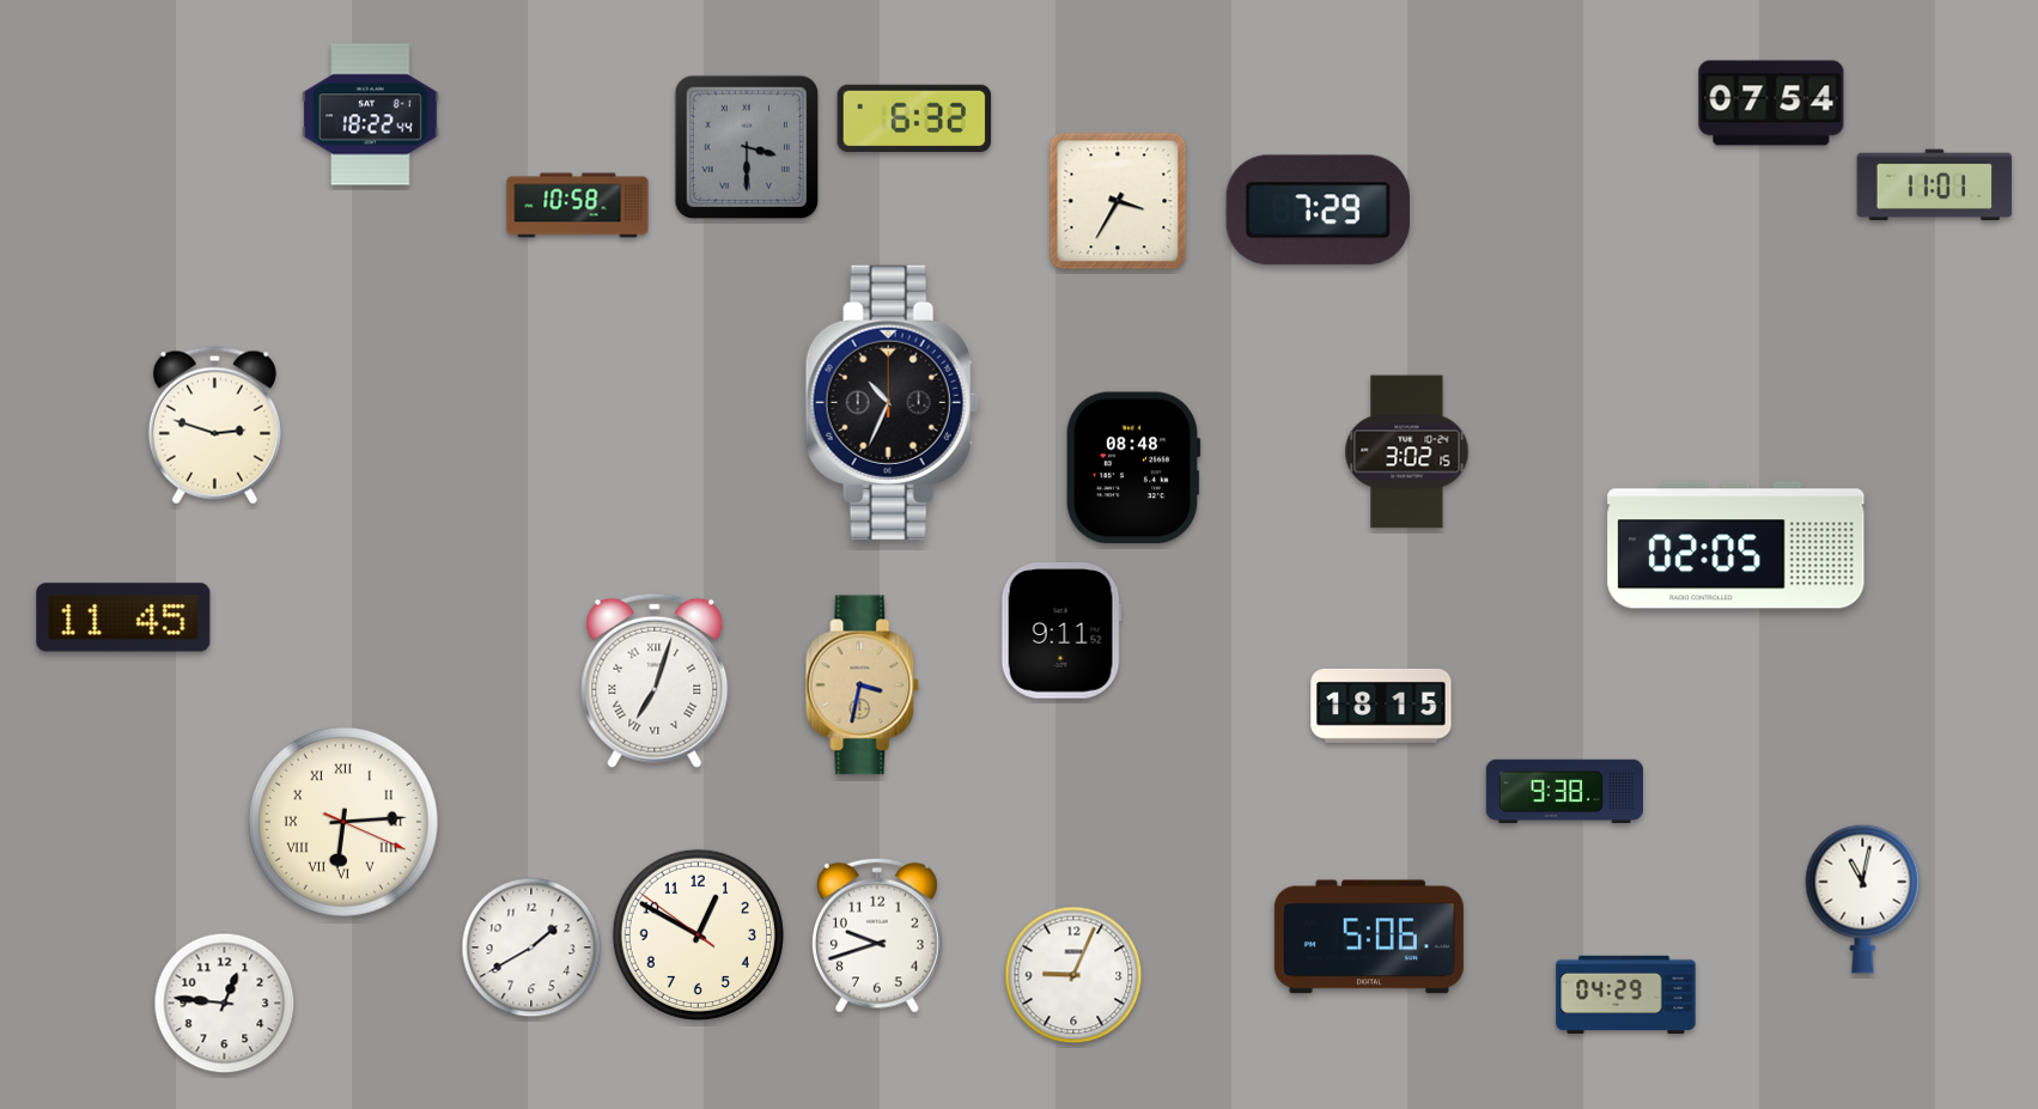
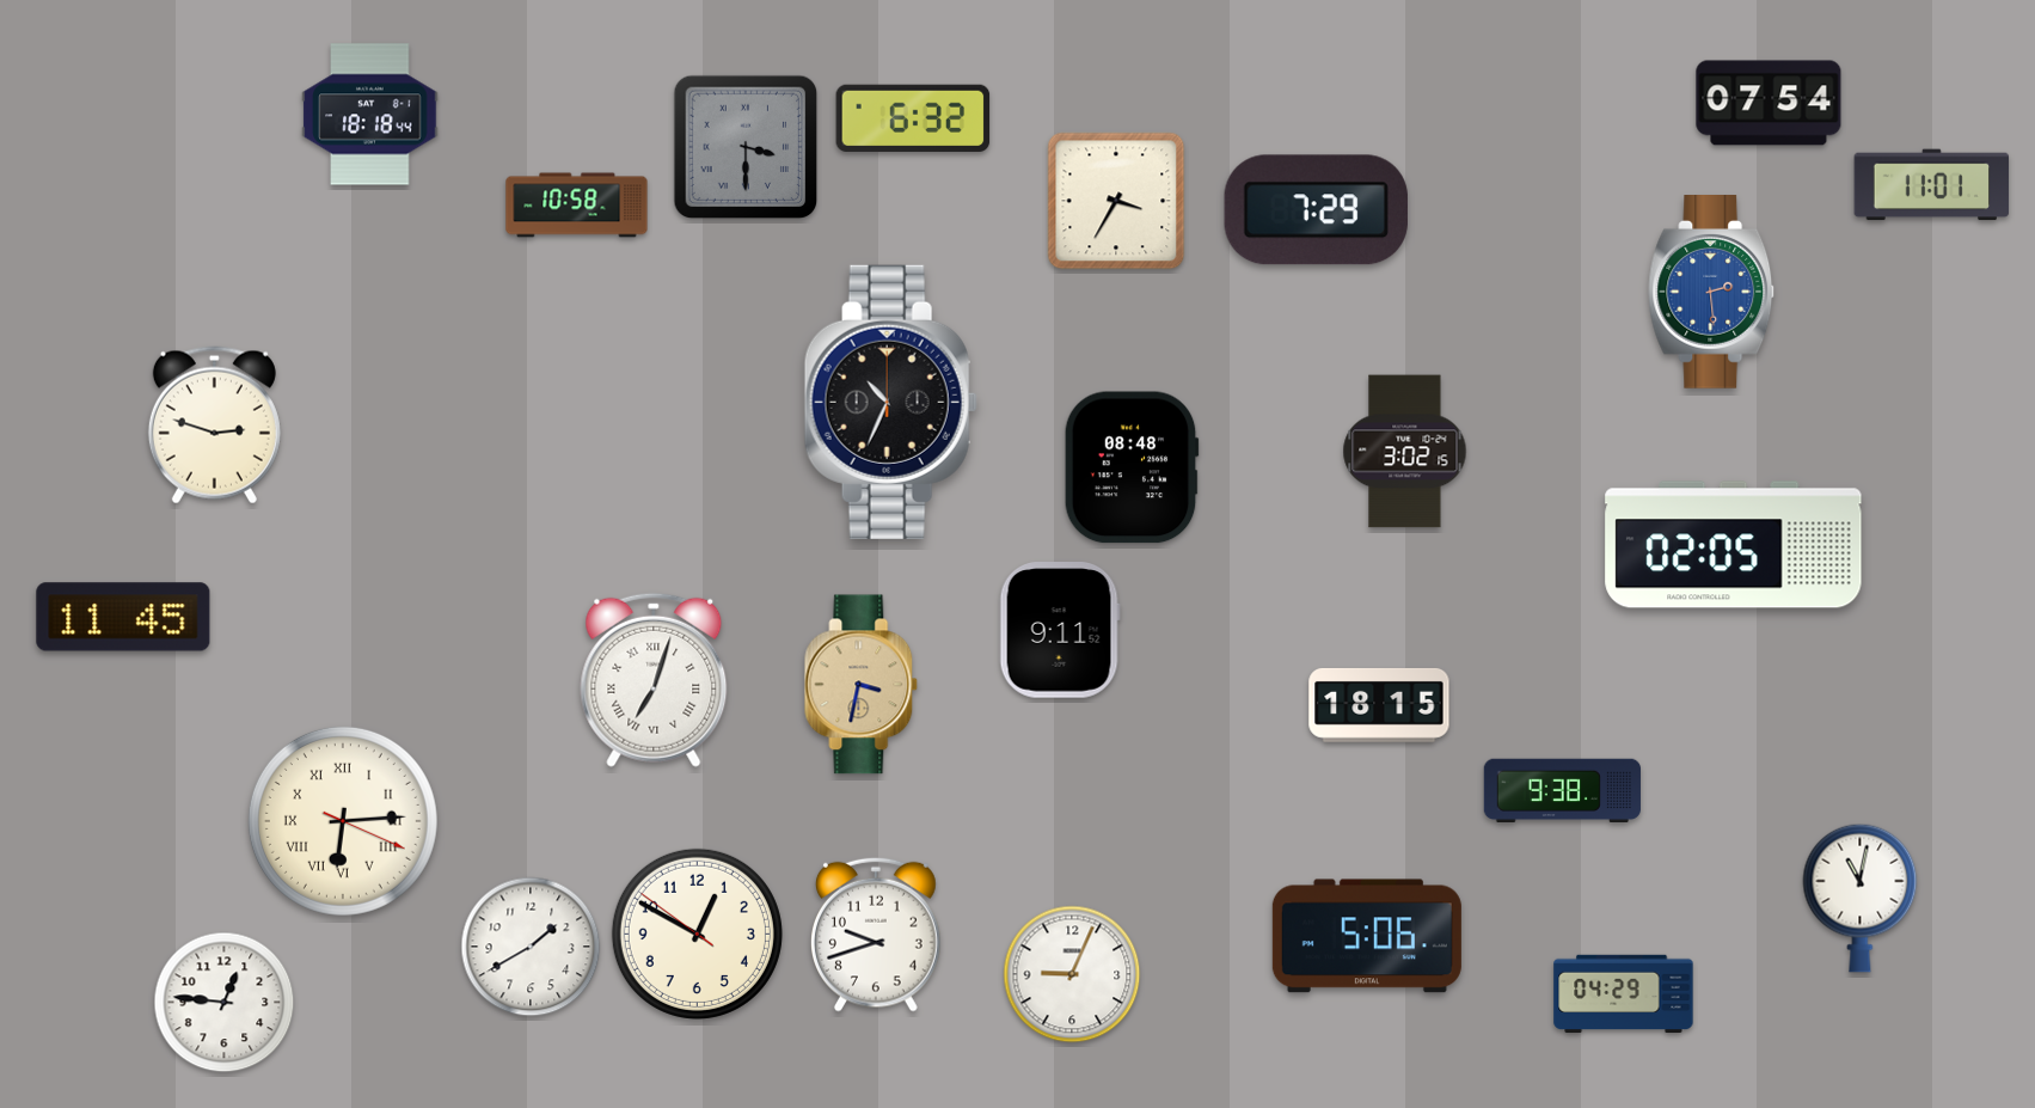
clock at (371, 115): 18:22 -> 18:18
clock at (1712, 293): none -> 2:29
